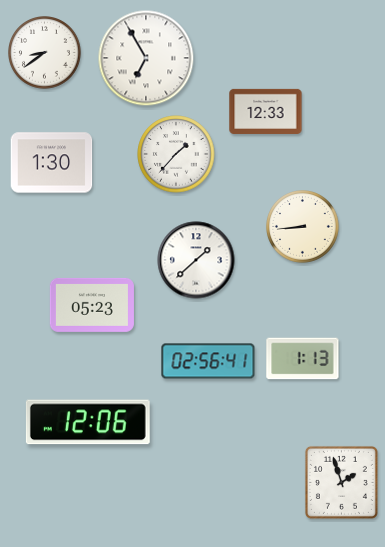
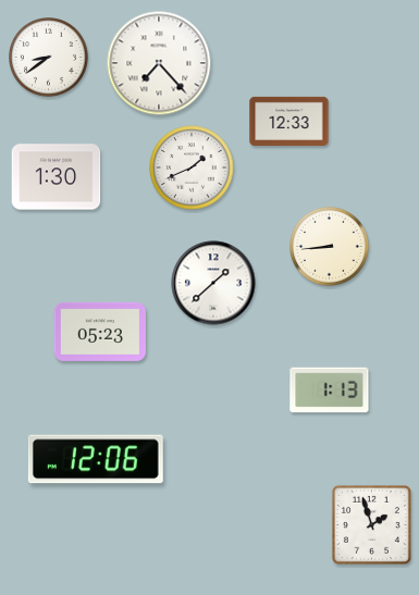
clock at (146, 58): 6:55 -> 7:23
clock at (176, 154): 1:37 -> 1:41
clock at (208, 361): 02:56 -> none
